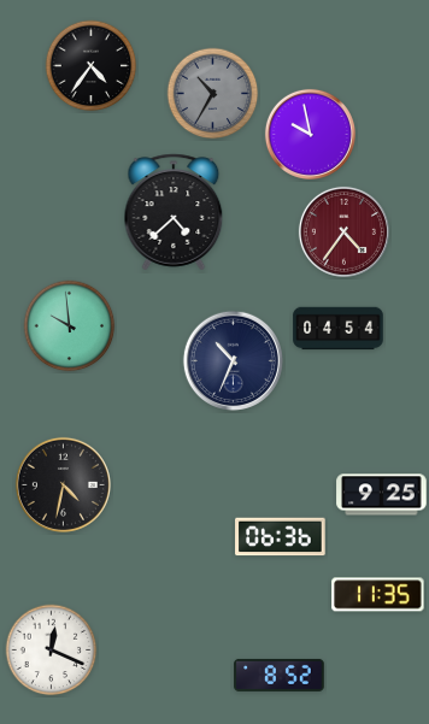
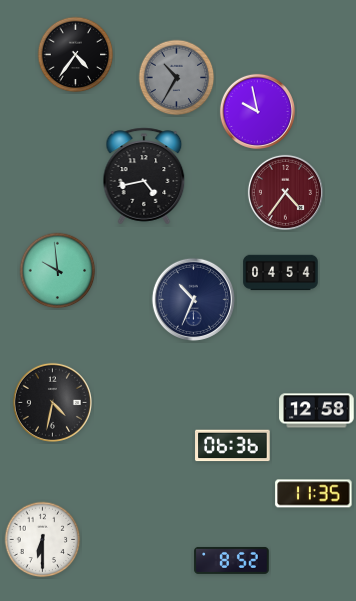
clock at (174, 212): 4:38 -> 4:43
clock at (382, 495): 9:25 -> 12:58
clock at (52, 651): 12:19 -> 6:30
